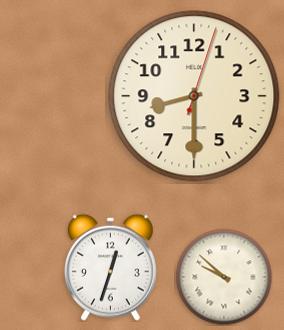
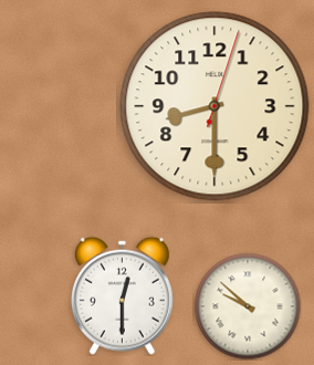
clock at (110, 267): 12:33 -> 12:30
